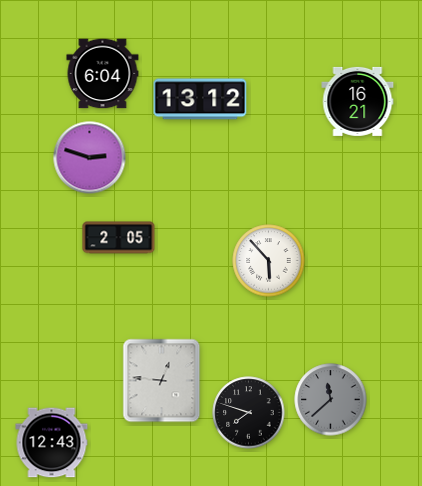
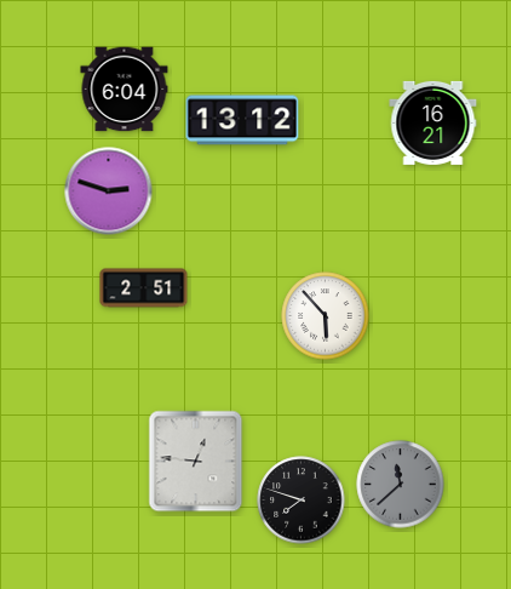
clock at (119, 238): 2:05 -> 2:51
clock at (52, 443): 12:43 -> none
